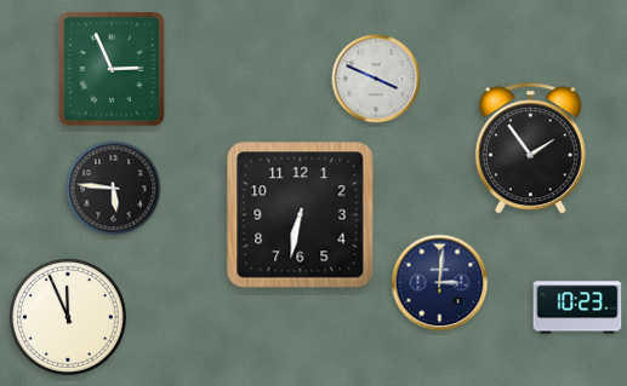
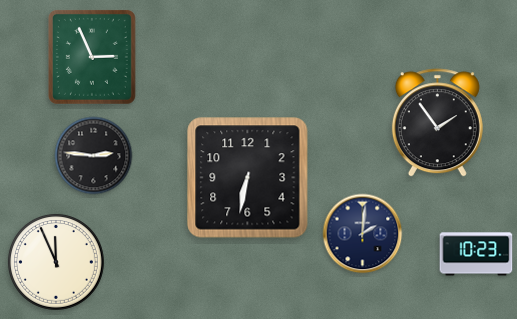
clock at (376, 79): 3:49 -> none
clock at (114, 189): 5:46 -> 2:46
clock at (440, 283): 3:01 -> 2:01
